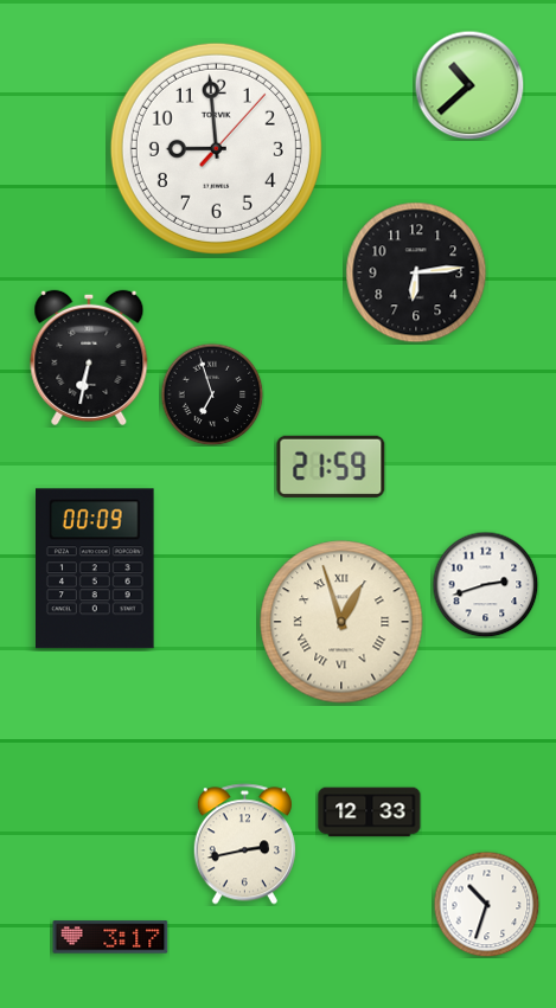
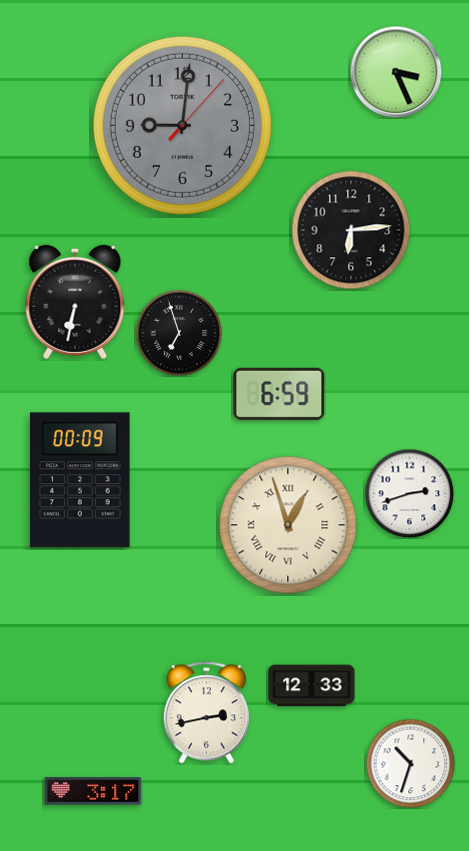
clock at (469, 85): 10:38 -> 3:26
clock at (216, 148): 8:59 -> 9:01
clock at (216, 148) dial: white -> grey
clock at (331, 467): 21:59 -> 6:59
